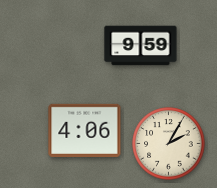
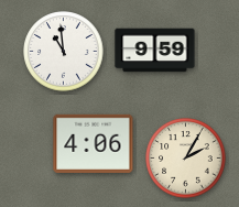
clock at (64, 52): none -> 10:59
